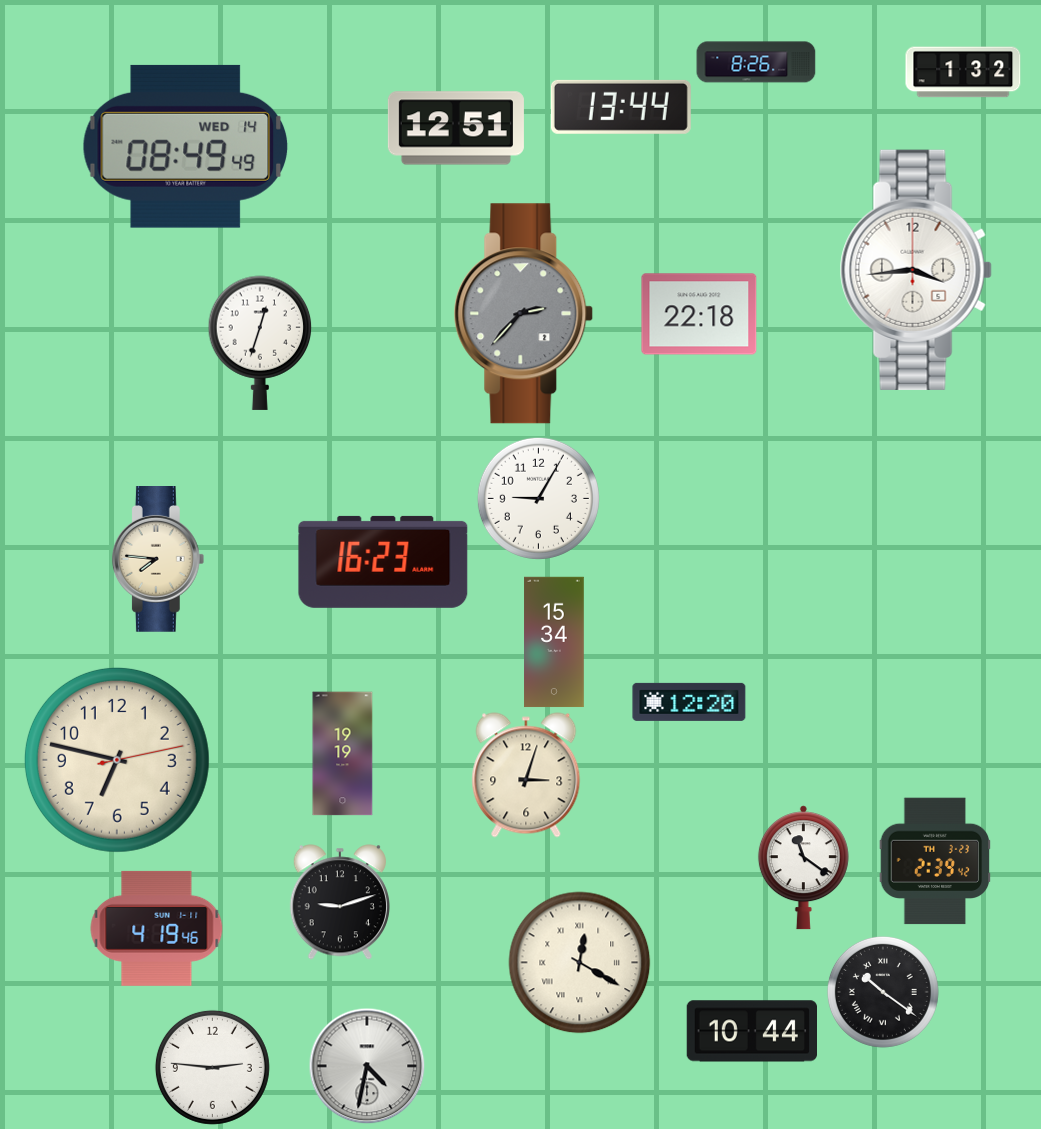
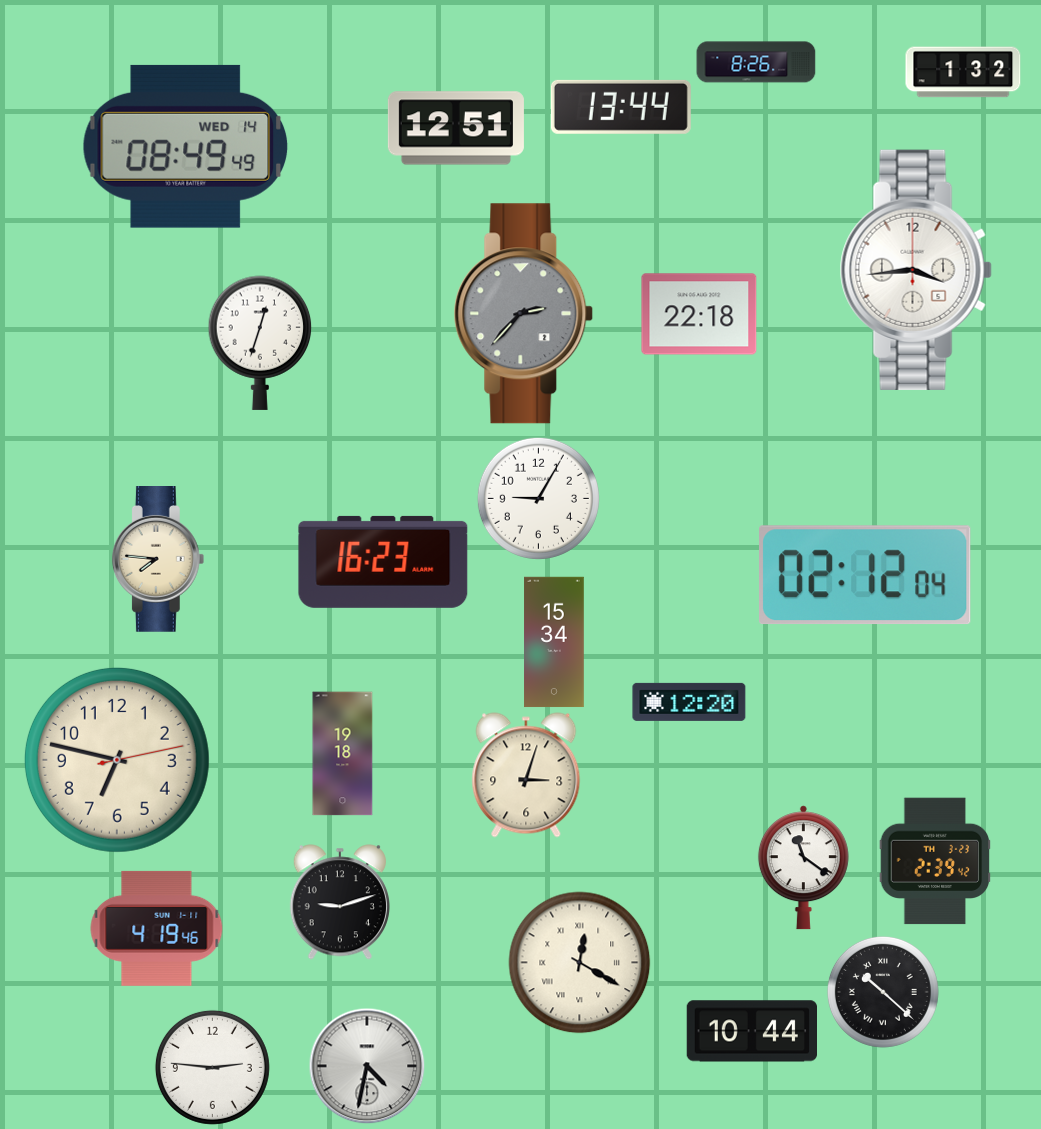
clock at (866, 575): none -> 02:12
clock at (343, 754): 19:19 -> 19:18
clock at (883, 992): 10:21 -> 10:22
